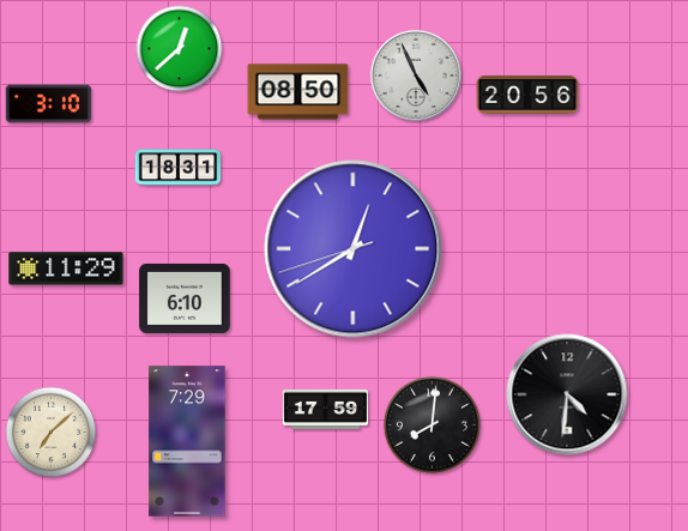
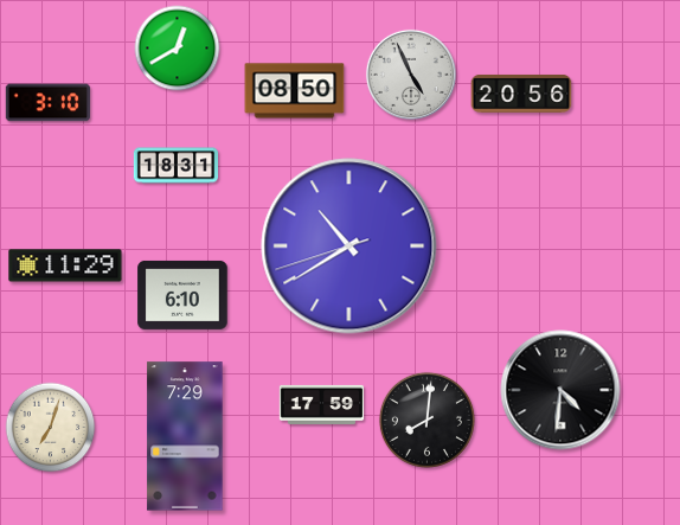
clock at (180, 49): 12:38 -> 12:40
clock at (354, 249): 12:39 -> 10:39
clock at (52, 433): 7:08 -> 7:03
